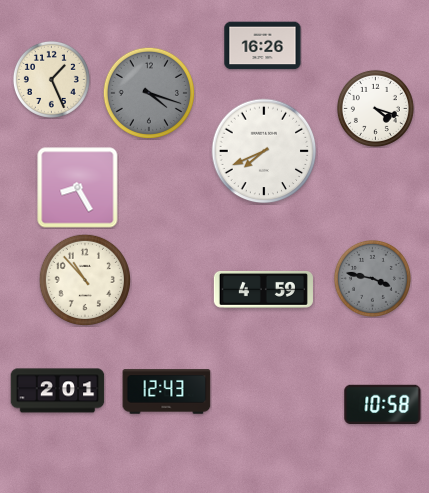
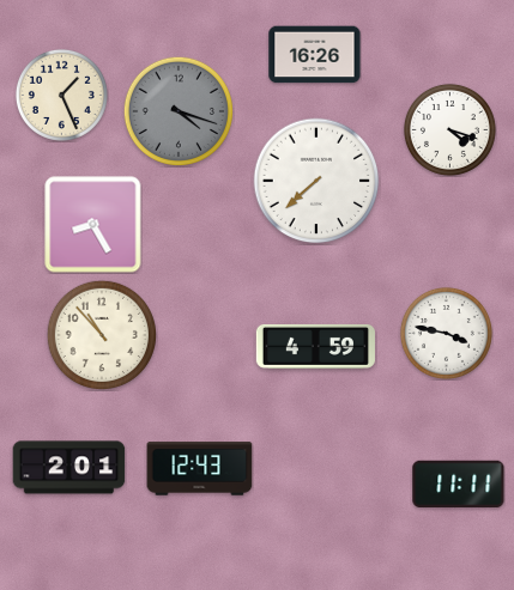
clock at (264, 151): 7:41 -> 7:38
clock at (372, 278) dial: grey -> white
clock at (383, 404): 10:58 -> 11:11
